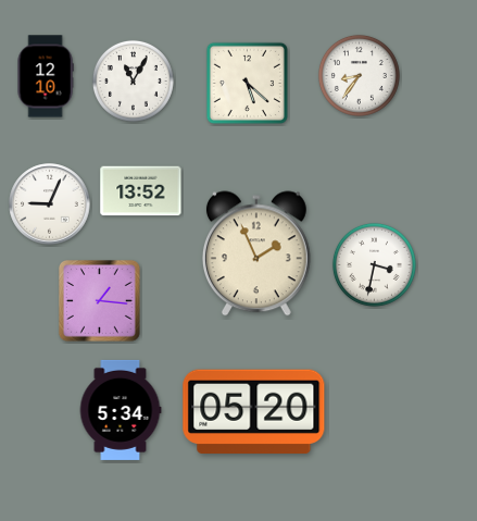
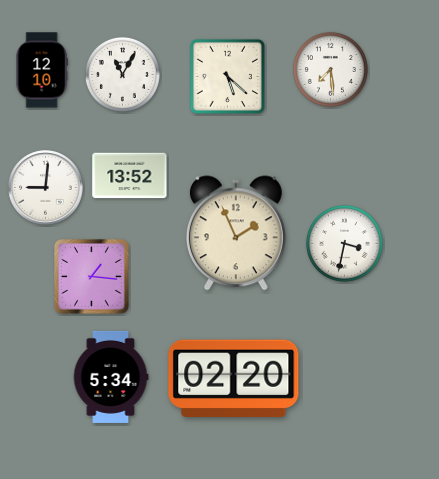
clock at (359, 75): 8:36 -> 7:29
clock at (50, 204): 9:04 -> 9:01
clock at (254, 411): 05:20 -> 02:20
